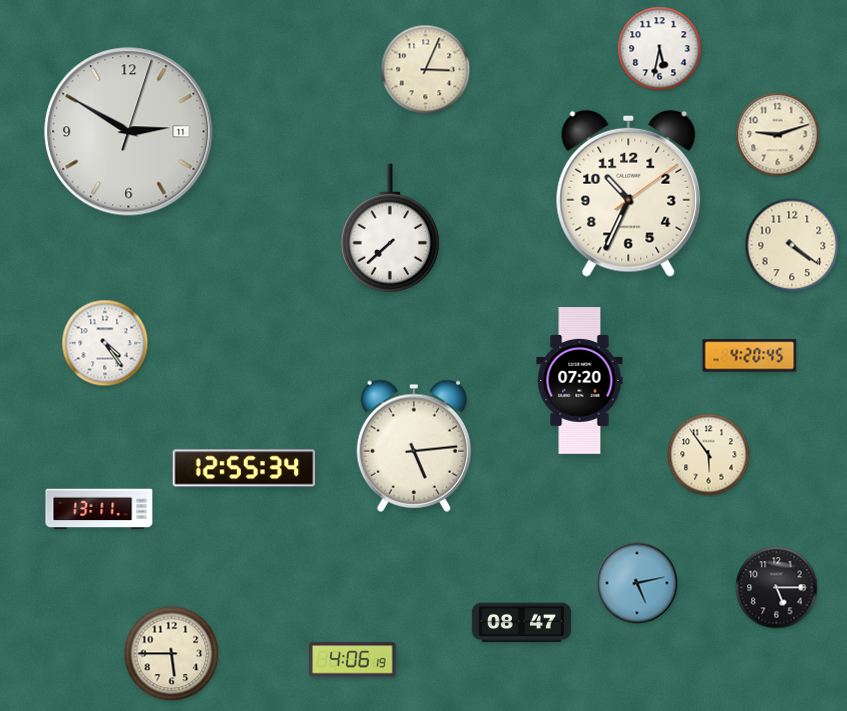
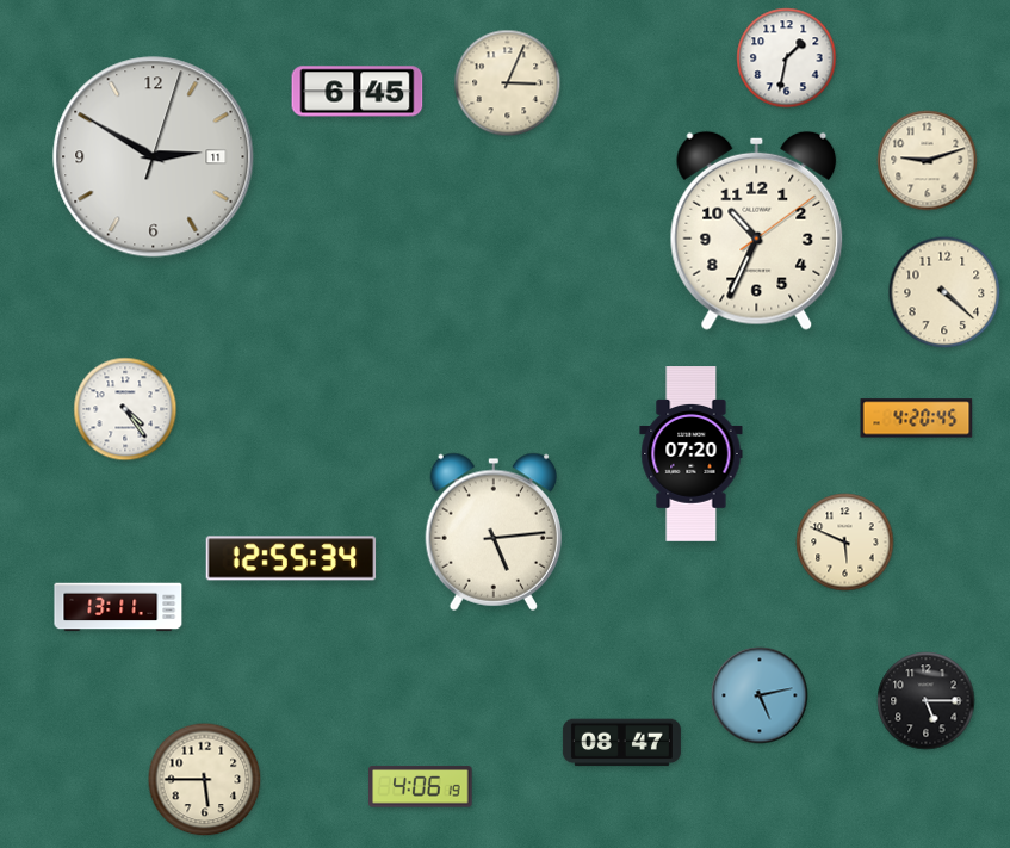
clock at (660, 49): 5:32 -> 1:32
clock at (358, 92): none -> 6:45
clock at (629, 193) position: (629, 193) -> (757, 230)
clock at (390, 228): 7:38 -> none
clock at (792, 245): 4:21 -> 4:22
clock at (750, 356) position: (750, 356) -> (917, 419)
clock at (709, 455): 5:54 -> 5:49
